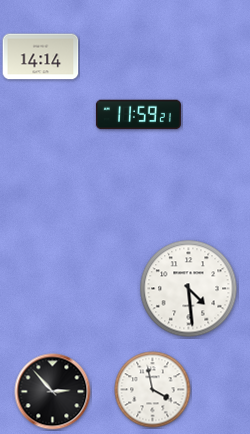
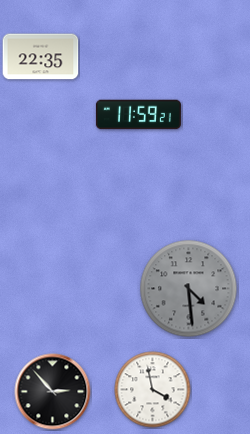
clock at (41, 57): 14:14 -> 22:35
clock at (189, 289) dial: white -> grey
